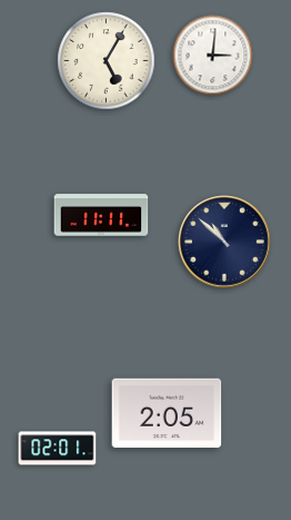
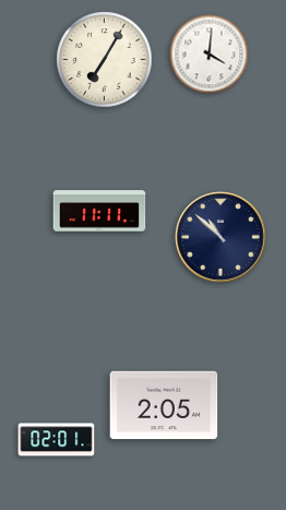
clock at (213, 56): 3:01 -> 4:01
clock at (107, 61): 5:05 -> 7:05
